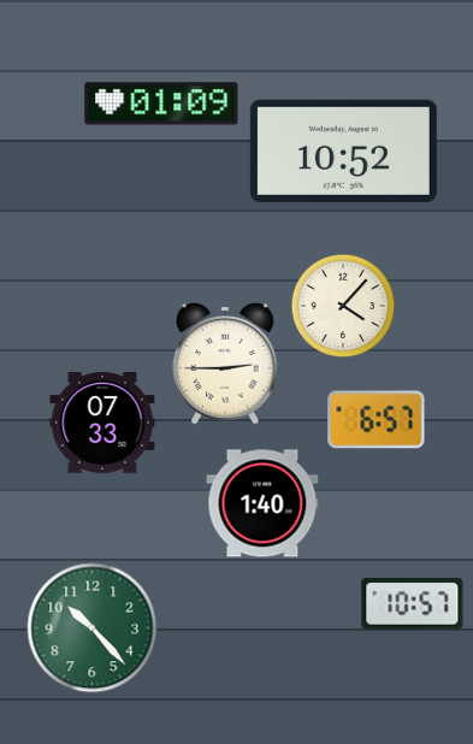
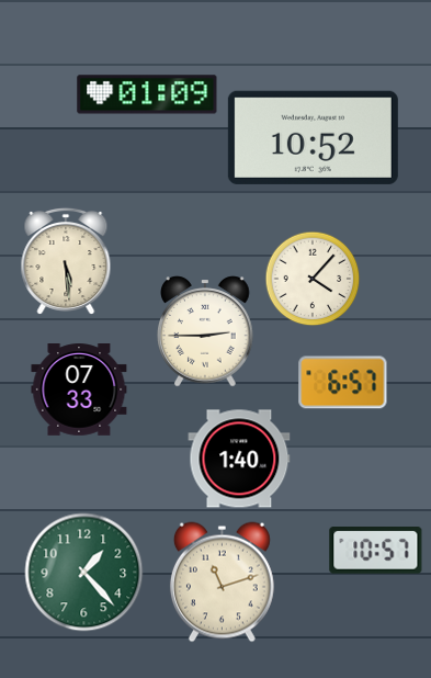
clock at (66, 260): none -> 5:29
clock at (102, 424) position: (102, 424) -> (79, 391)
clock at (93, 628): 10:23 -> 1:23
clock at (222, 583): none -> 11:12
